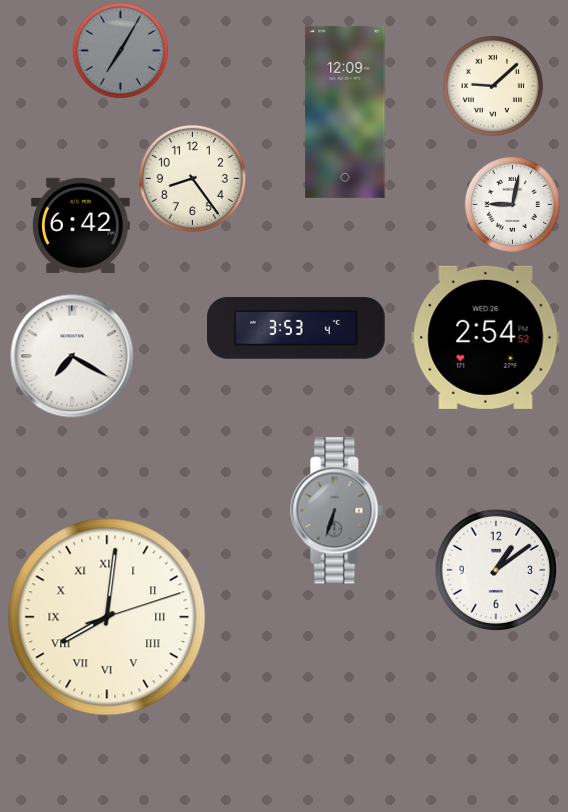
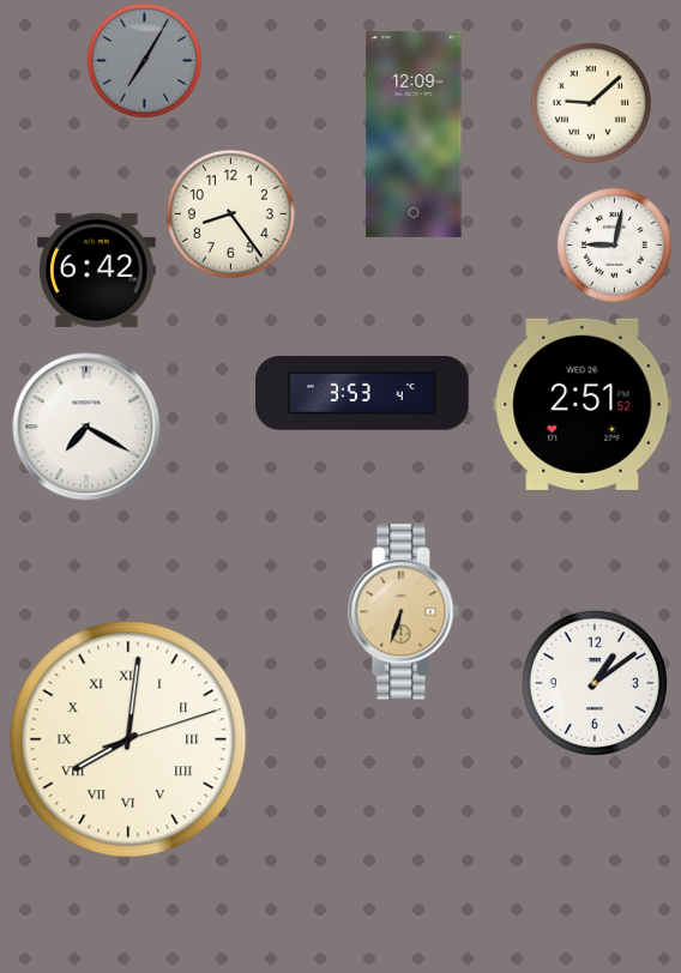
clock at (296, 328) position: (296, 328) -> (362, 393)
clock at (486, 337): 2:54 -> 2:51
clock at (337, 511) dial: grey -> champagne
